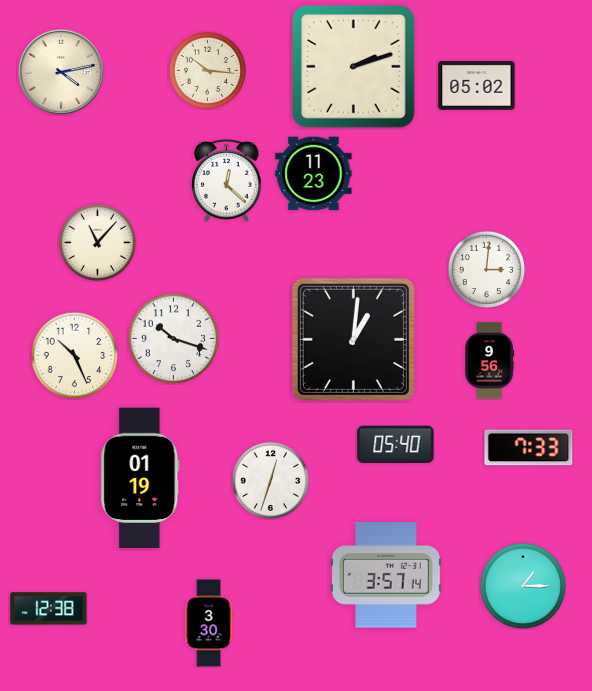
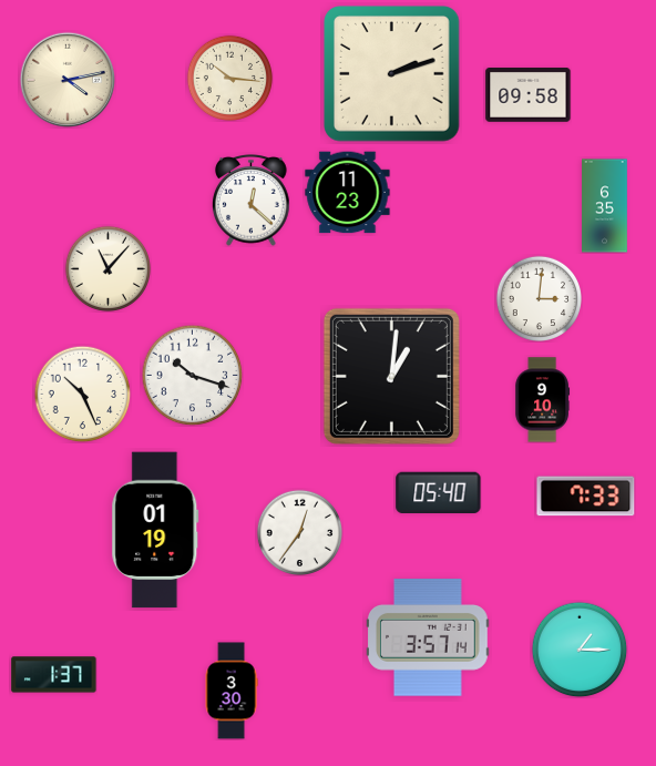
clock at (477, 86): 05:02 -> 09:58
clock at (605, 206): none -> 6:35
clock at (490, 361): 9:56 -> 9:10
clock at (270, 480): 12:33 -> 12:36
clock at (49, 609): 12:38 -> 1:37
